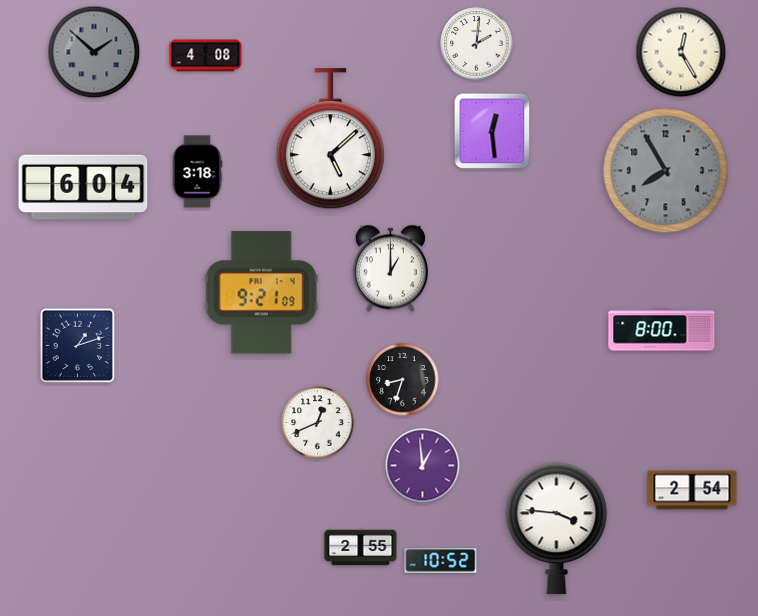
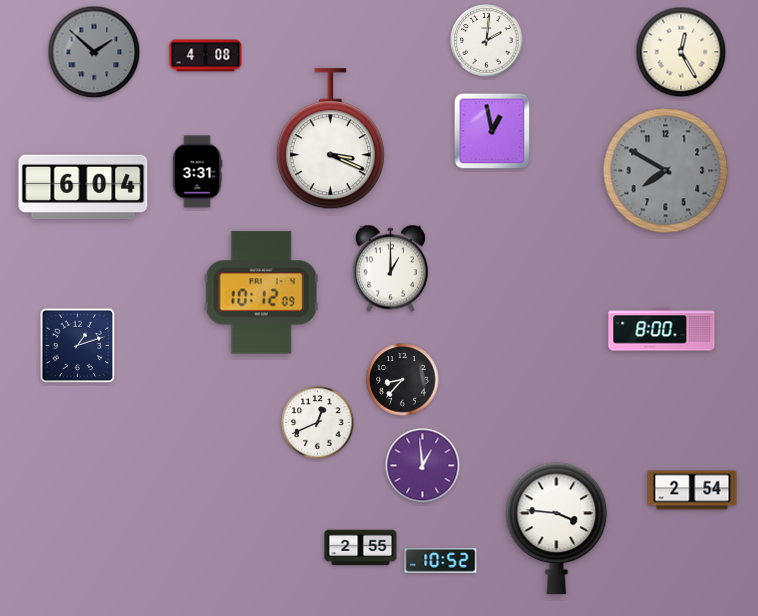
clock at (477, 44) position: (477, 44) -> (487, 41)
clock at (492, 131): 12:29 -> 12:58
clock at (330, 139): 5:08 -> 3:19
clock at (666, 171): 7:55 -> 7:50
clock at (197, 172): 3:18 -> 3:31
clock at (261, 293): 9:21 -> 10:12
clock at (403, 380): 8:33 -> 8:37
